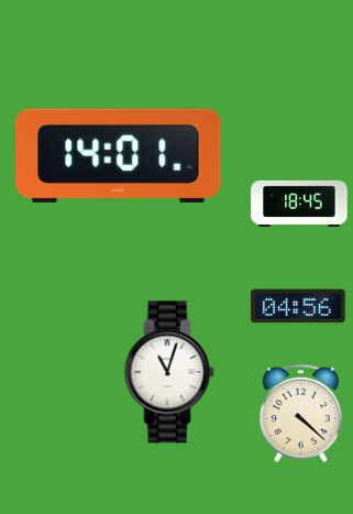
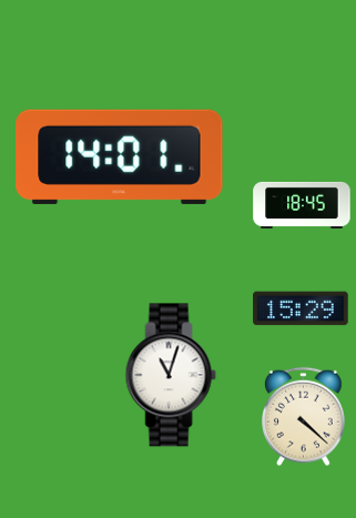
clock at (298, 306): 04:56 -> 15:29
